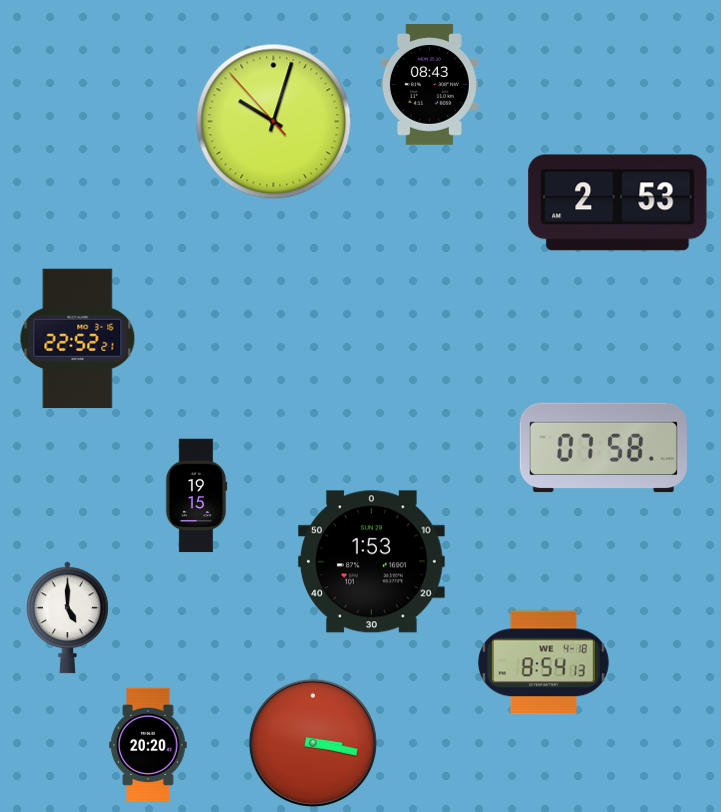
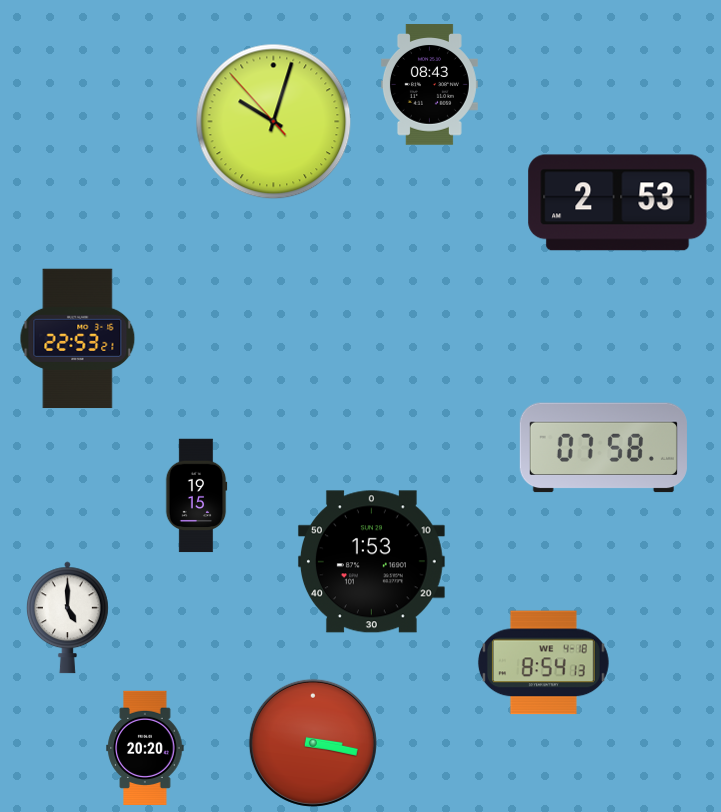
clock at (78, 339): 22:52 -> 22:53
clock at (148, 745) position: (148, 745) -> (145, 748)
